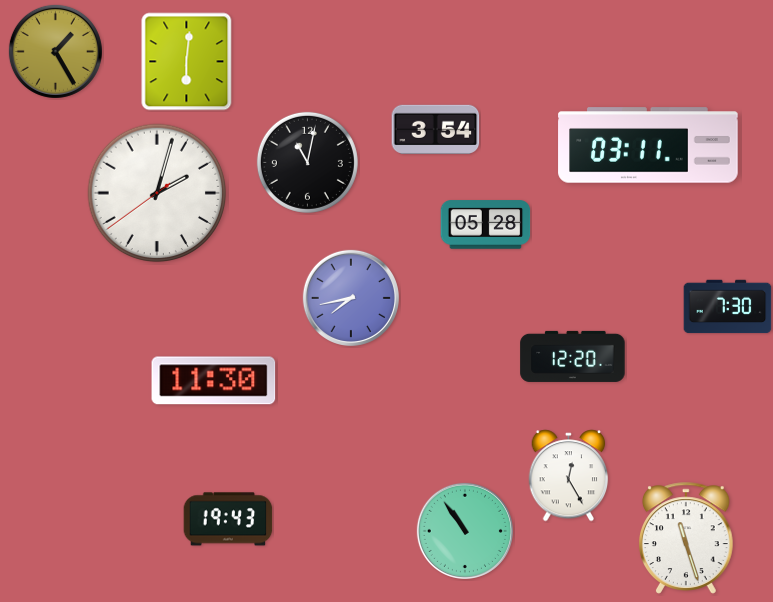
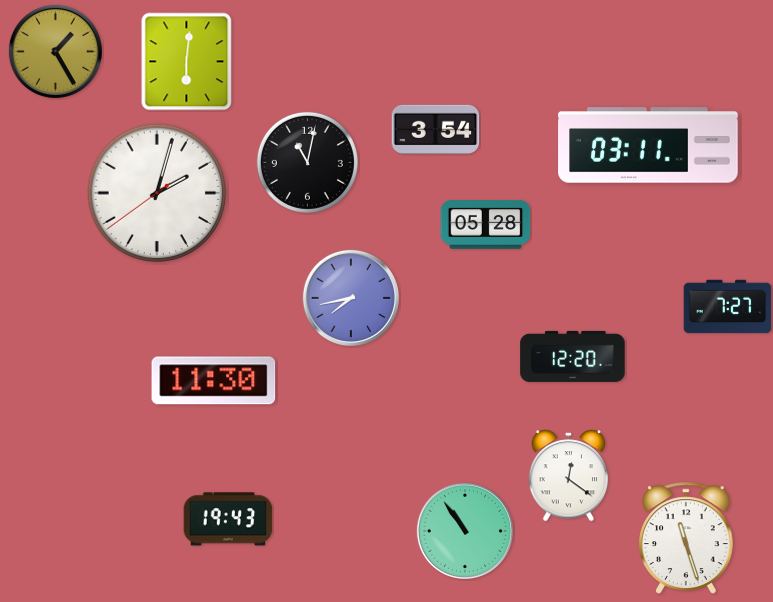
clock at (728, 307): 7:30 -> 7:27
clock at (569, 476): 12:25 -> 12:21
